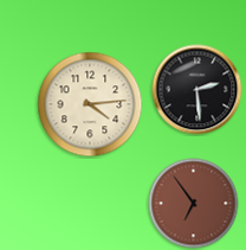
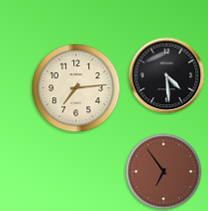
clock at (198, 90): 2:29 -> 4:29
clock at (90, 104): 4:14 -> 7:14
